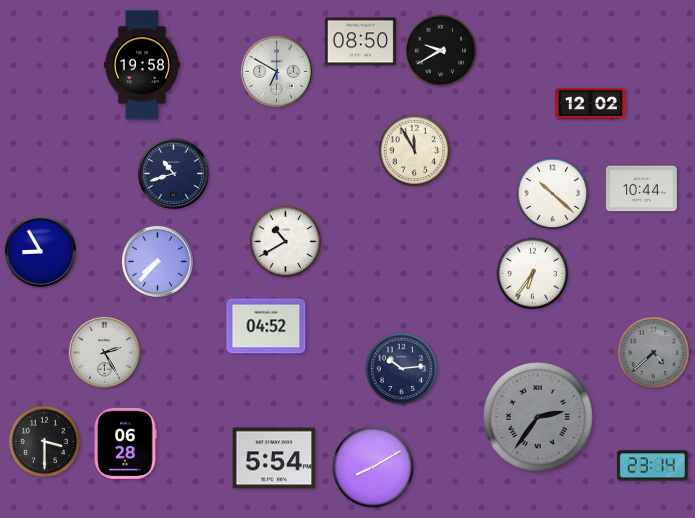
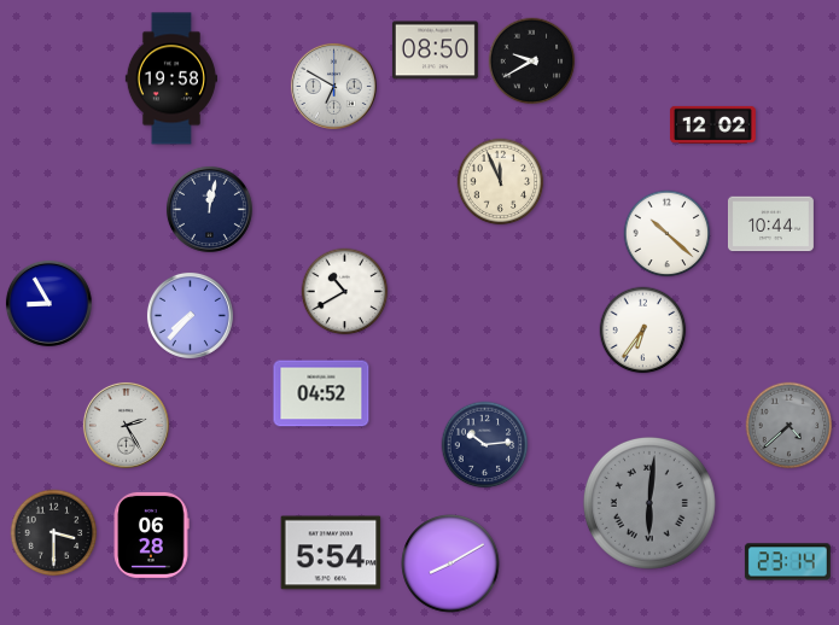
clock at (415, 151): 11:55 -> 11:56
clock at (173, 173): 10:42 -> 12:02
clock at (641, 189) position: (641, 189) -> (770, 224)
clock at (538, 417): 2:36 -> 6:01
